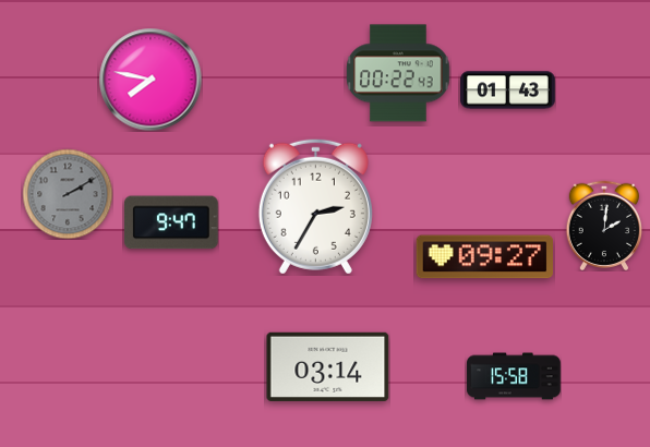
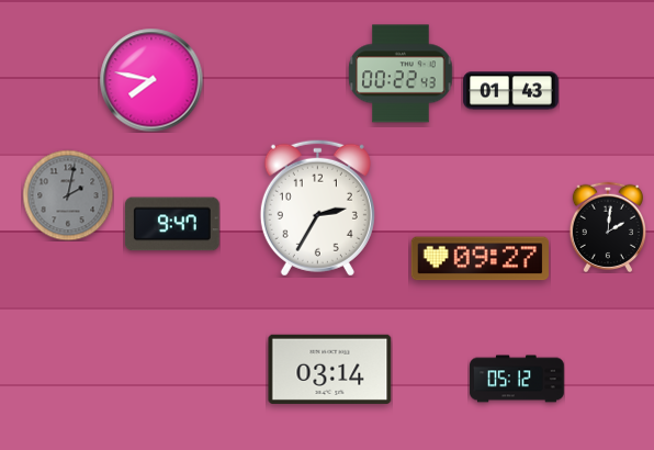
clock at (68, 194): 2:10 -> 2:02
clock at (484, 257) position: (484, 257) -> (480, 259)
clock at (514, 376): 15:58 -> 05:12
